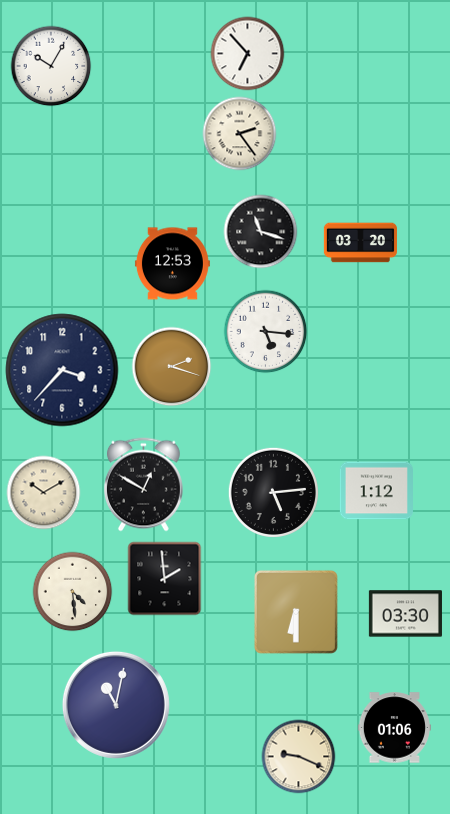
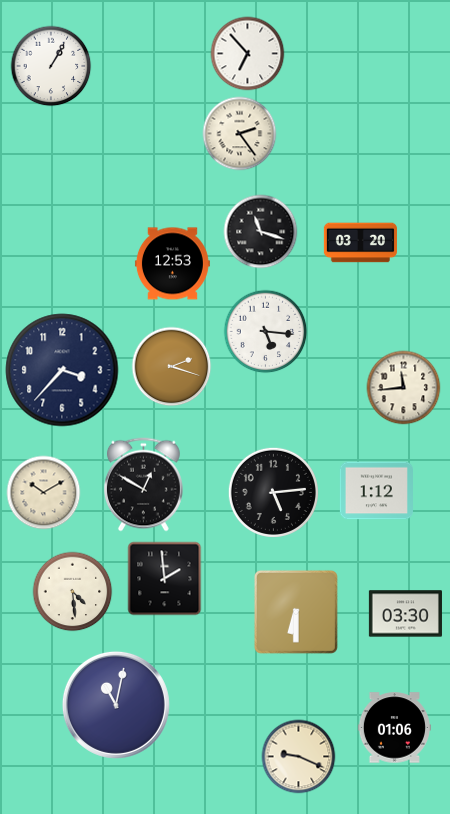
clock at (51, 66): 10:05 -> 1:05
clock at (404, 388): none -> 11:44
